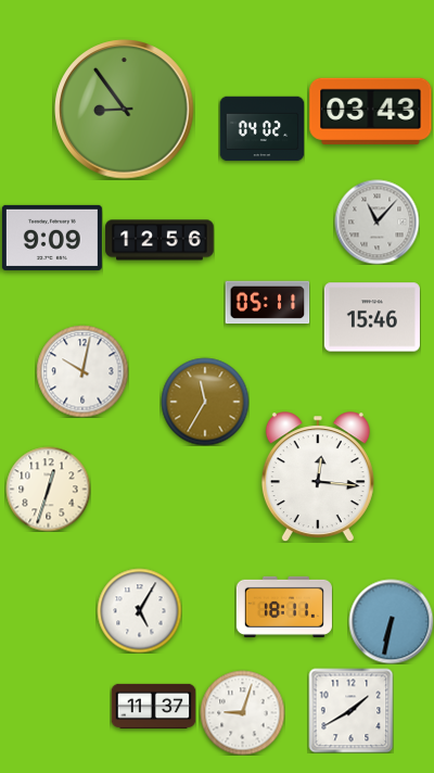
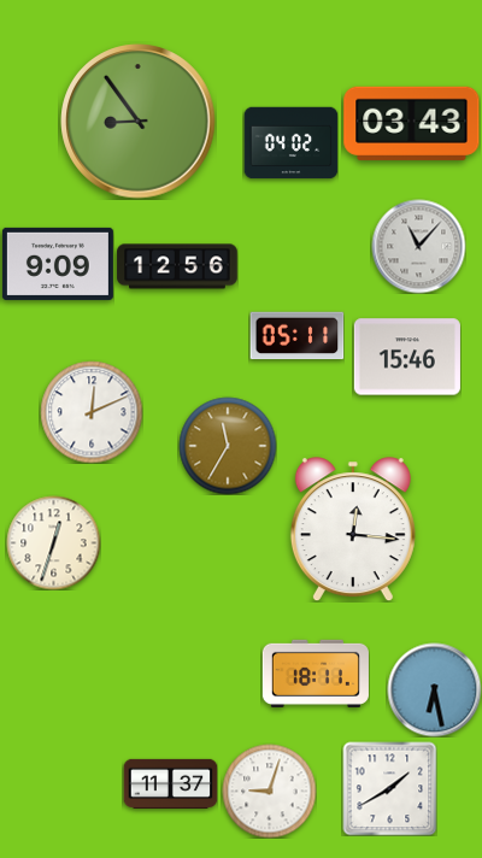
clock at (372, 317) position: (372, 317) -> (407, 357)
clock at (82, 371): 10:02 -> 12:11
clock at (139, 610): 5:05 -> none
clock at (391, 621): 6:32 -> 6:28
